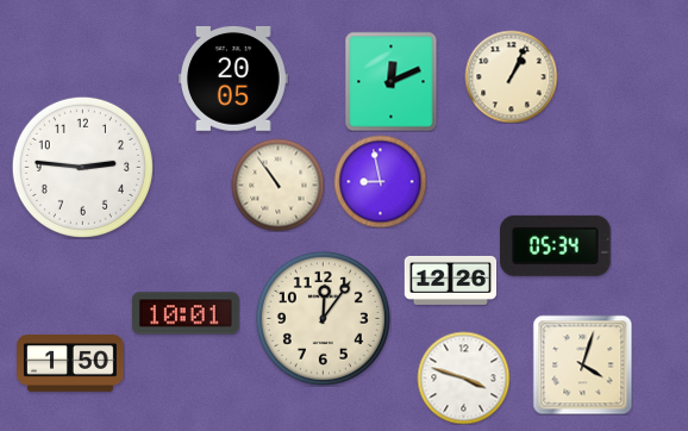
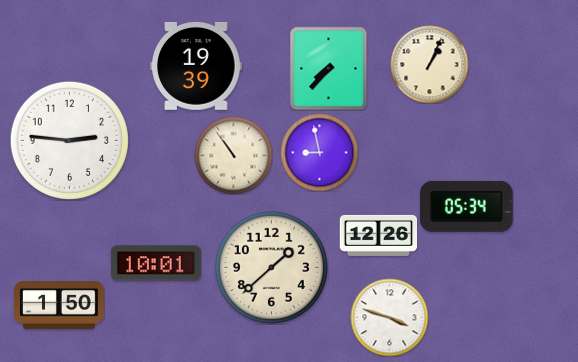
clock at (233, 79): 20:05 -> 19:39
clock at (392, 81): 12:11 -> 7:37
clock at (323, 318): 12:06 -> 1:38
clock at (582, 364): 4:03 -> none
